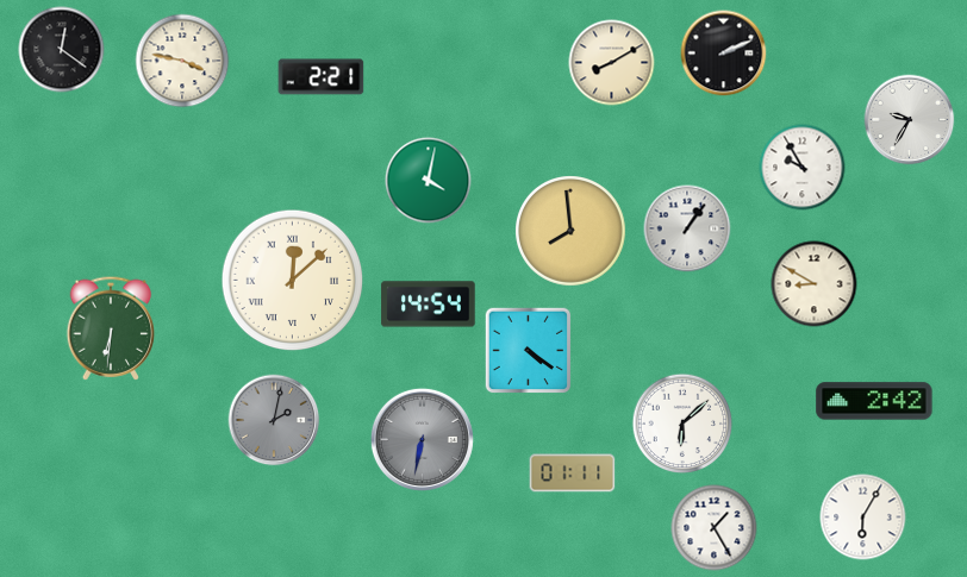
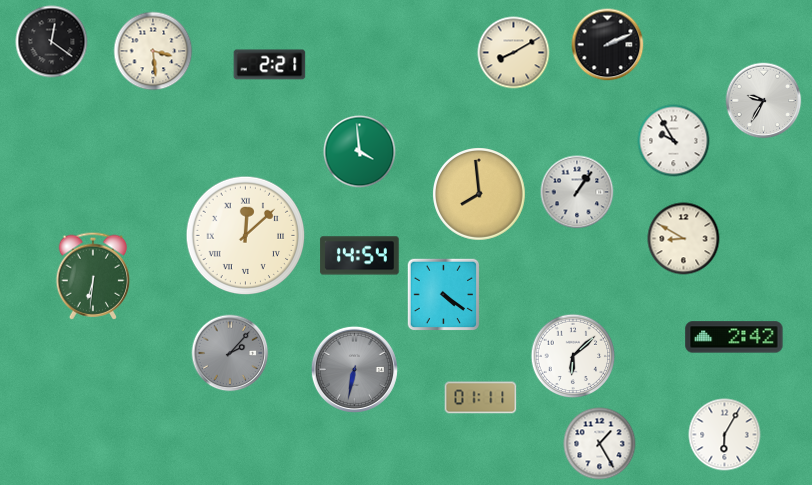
clock at (182, 61): 3:47 -> 3:29
clock at (429, 181): 4:02 -> 3:59
clock at (274, 420): 2:02 -> 2:07
